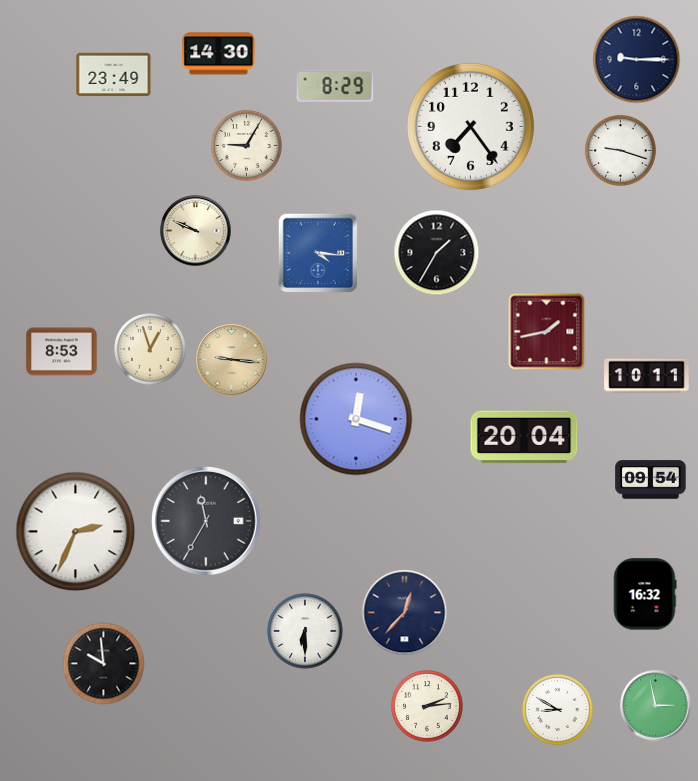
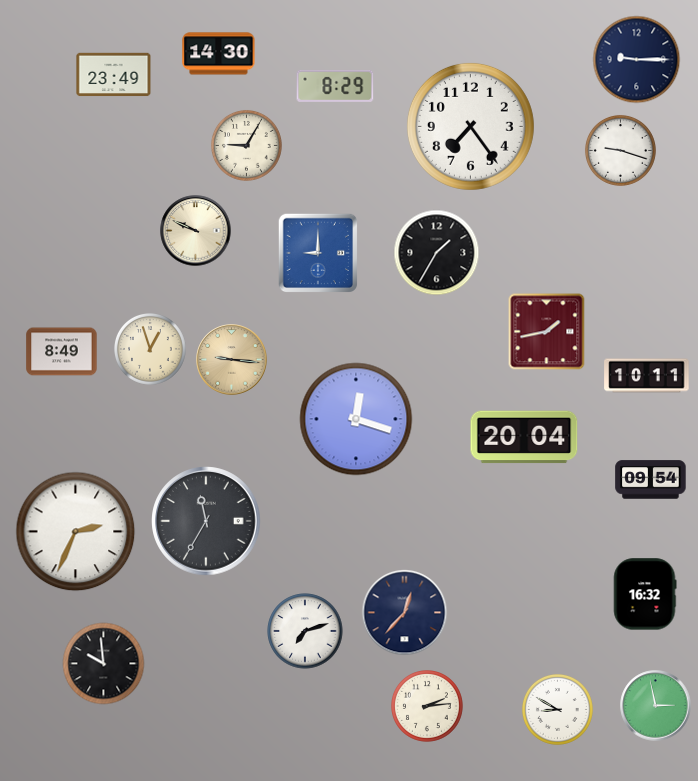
clock at (317, 252): 4:16 -> 9:00
clock at (62, 352): 8:53 -> 8:49
clock at (305, 631): 6:30 -> 7:12
